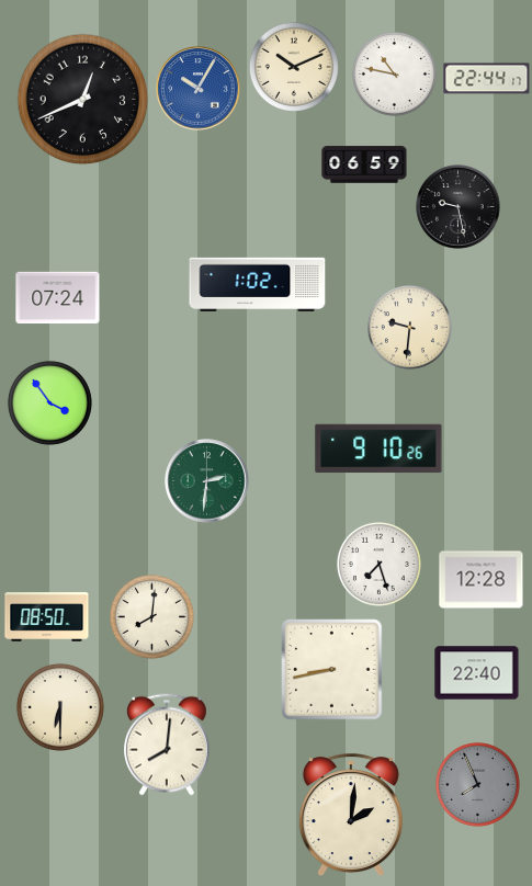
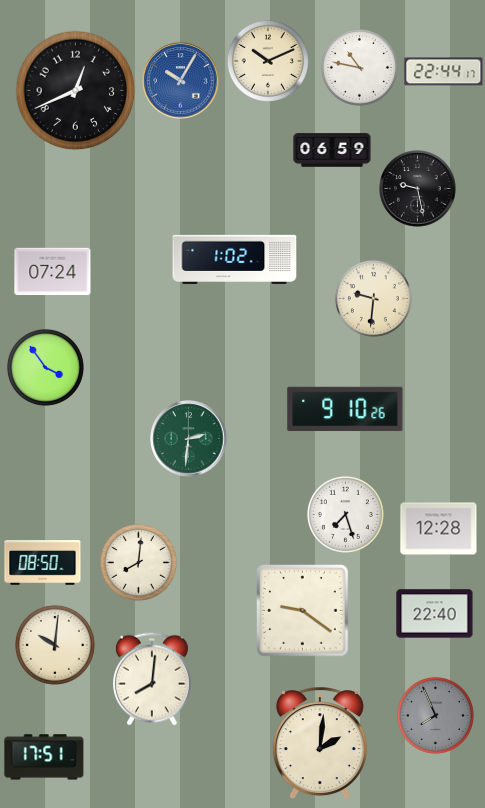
clock at (332, 670): 8:43 -> 9:21
clock at (60, 707): 6:30 -> 10:01
clock at (44, 757): none -> 17:51
